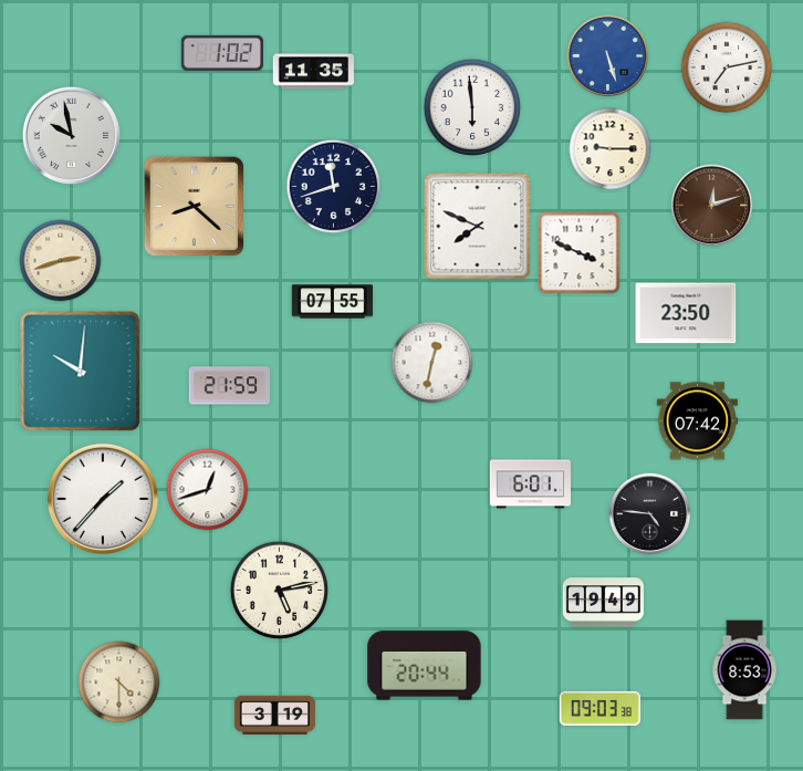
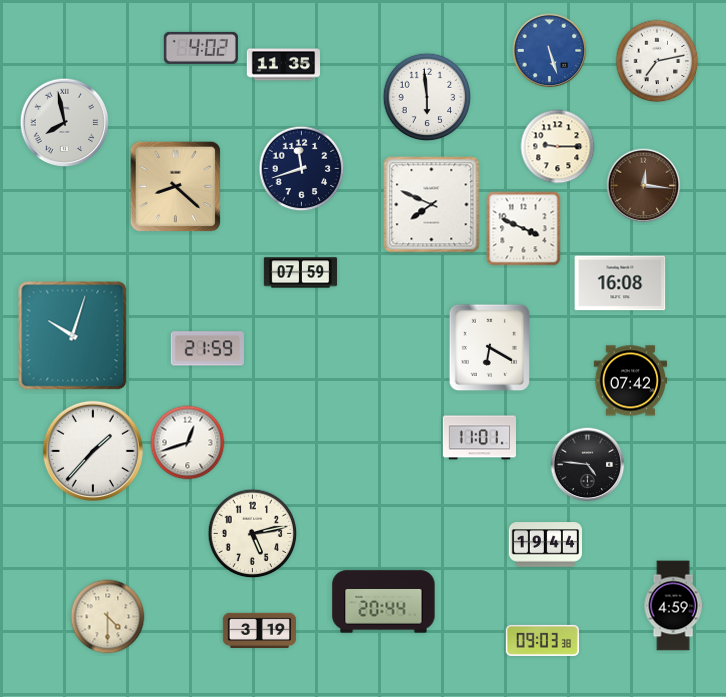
clock at (222, 53): 1:02 -> 4:02
clock at (72, 136): 9:58 -> 7:58
clock at (611, 149) position: (611, 149) -> (558, 147)
clock at (712, 206): 12:12 -> 12:16
clock at (61, 261): 2:42 -> none
clock at (333, 302): 07:55 -> 07:59
clock at (686, 313): 23:50 -> 16:08
clock at (432, 363): 12:32 -> none
clock at (81, 372): 10:01 -> 10:03
clock at (490, 348): none -> 6:20
clock at (530, 485): 6:01 -> 11:01
clock at (603, 603): 19:49 -> 19:44
clock at (744, 670): 8:53 -> 4:59
clock at (274, 715) position: (274, 715) -> (259, 630)
